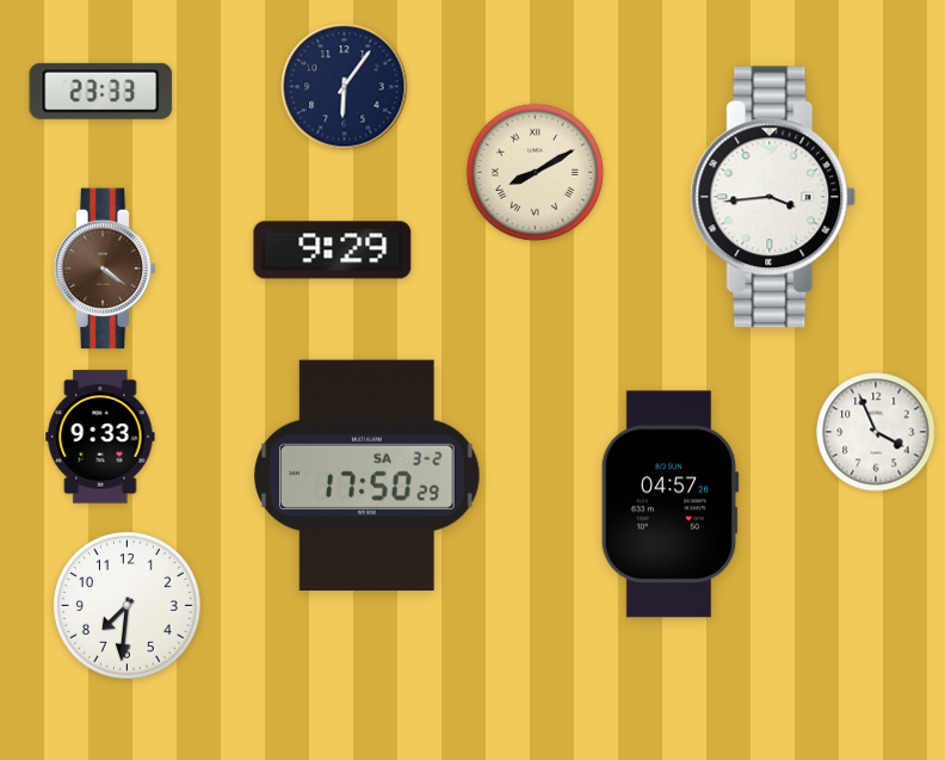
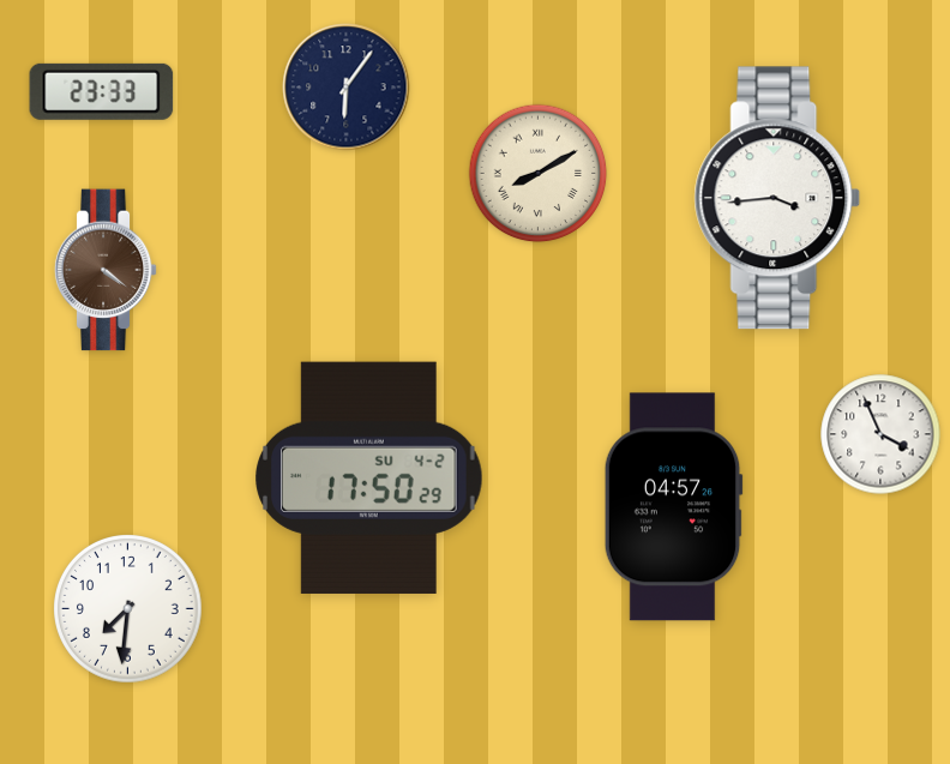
clock at (333, 251): 9:29 -> none
clock at (100, 437): 9:33 -> none
clock at (367, 475) date: SA 3-2 -> SU 4-2
